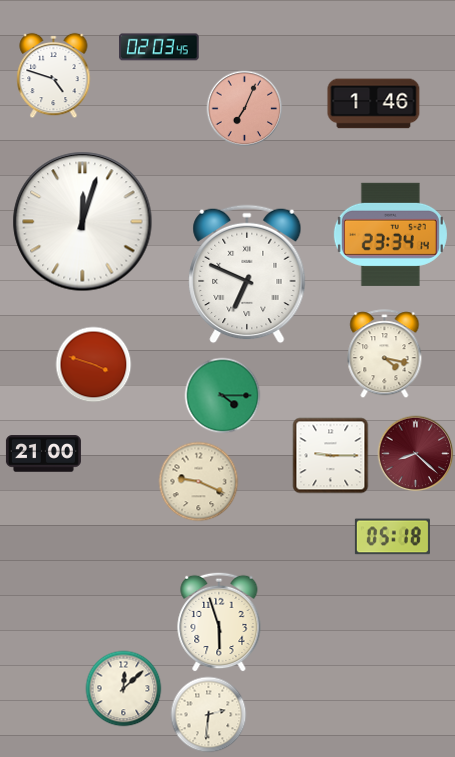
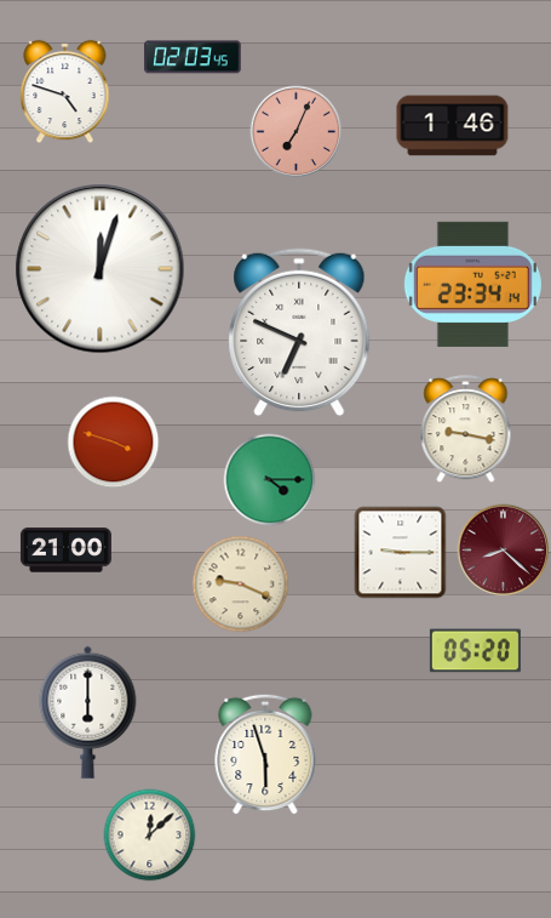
clock at (385, 354): 4:17 -> 9:17
clock at (43, 454) position: (43, 454) -> (65, 551)
clock at (392, 537): 05:18 -> 05:20
clock at (88, 712): none -> 6:00
clock at (209, 715): 2:31 -> none
